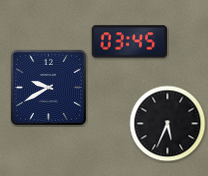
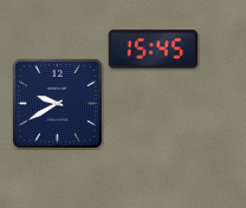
clock at (129, 42): 03:45 -> 15:45
clock at (168, 124): 5:34 -> none
